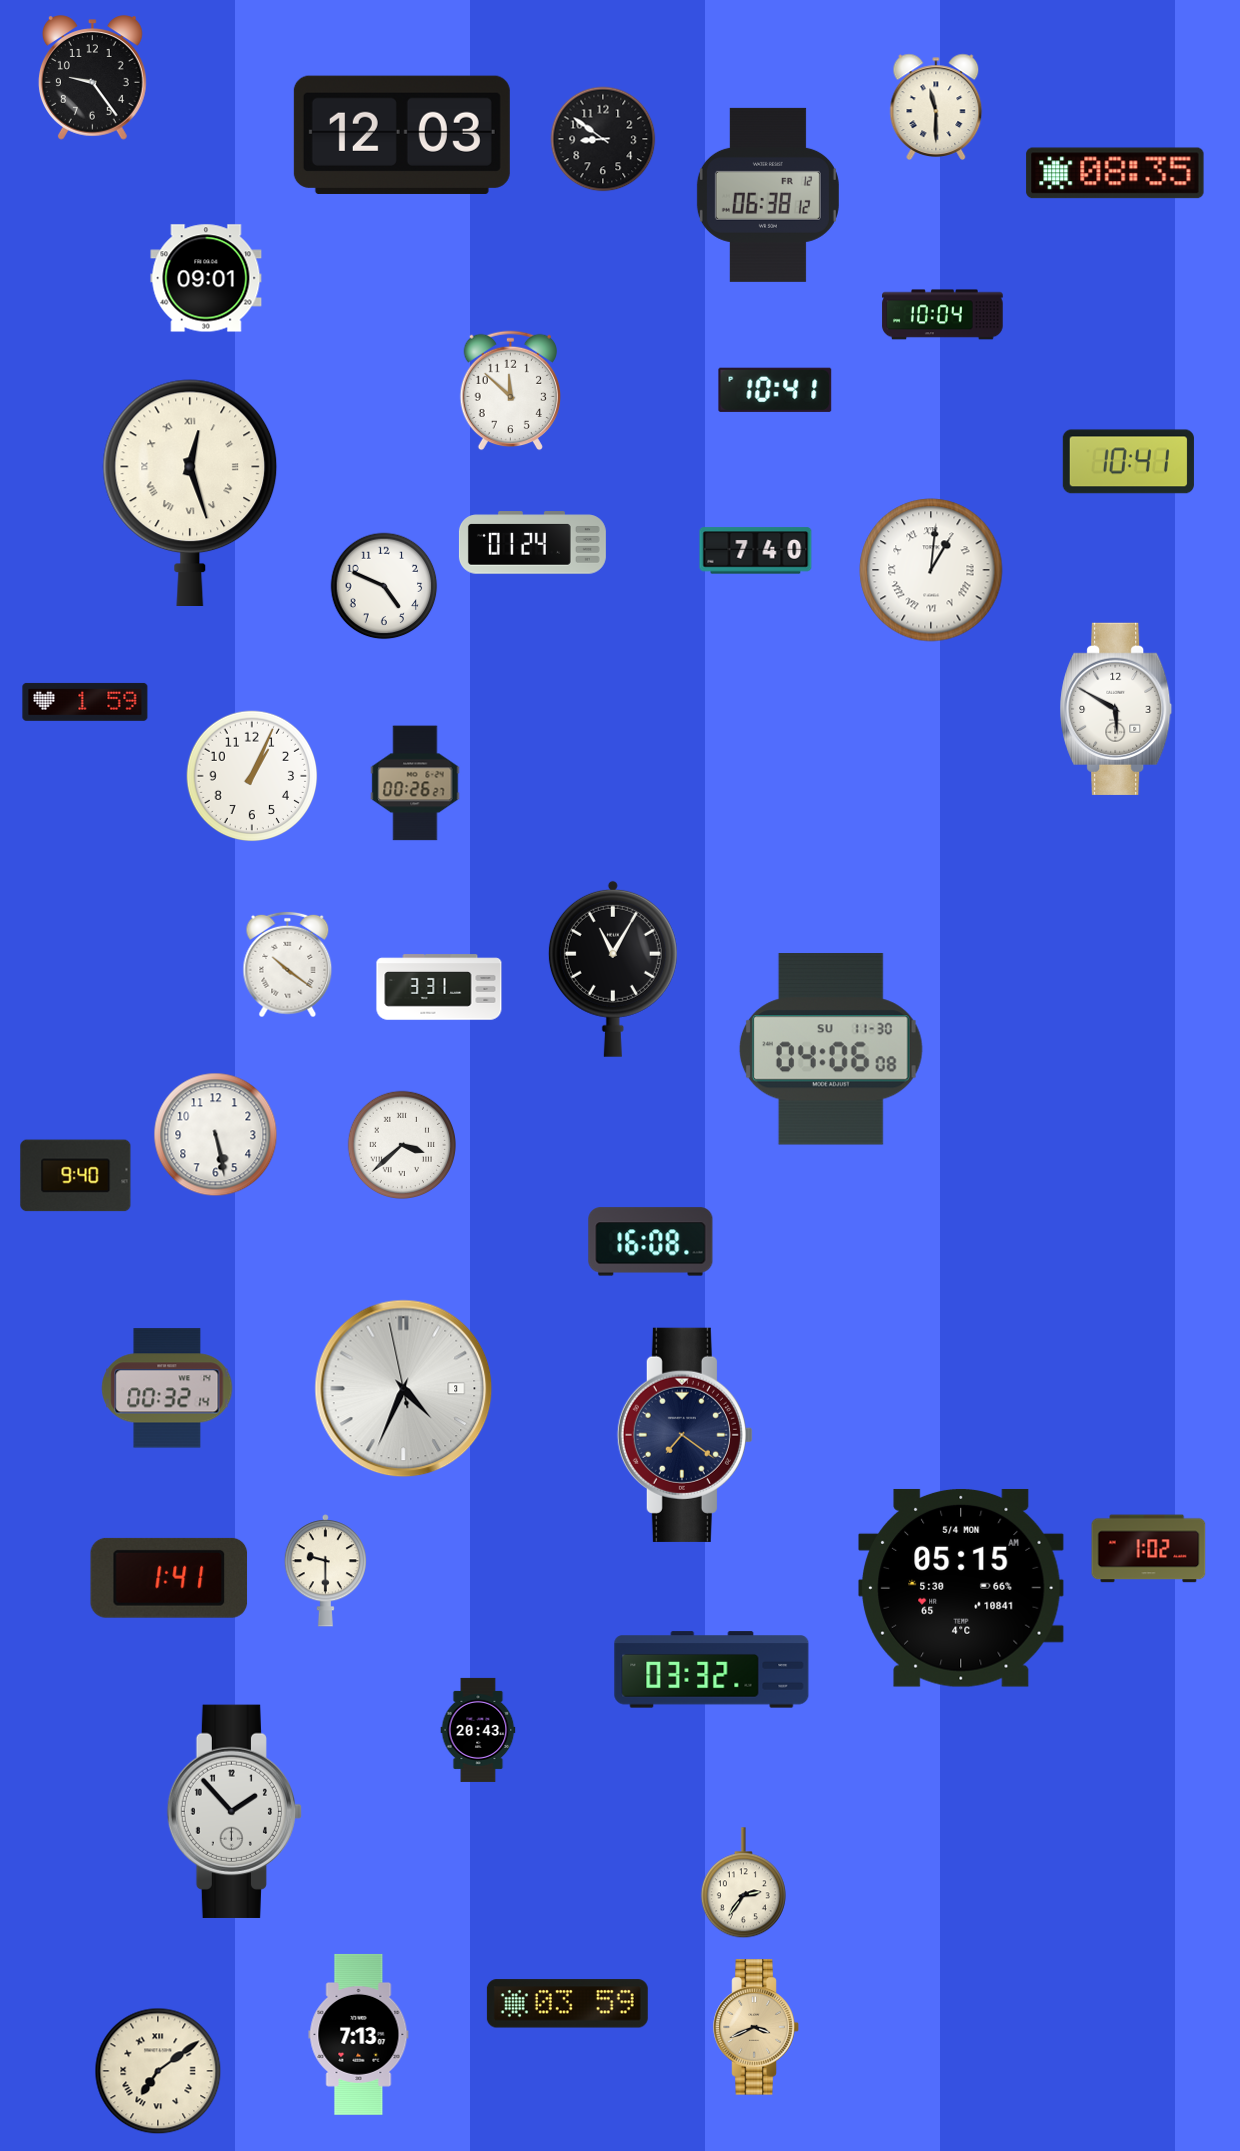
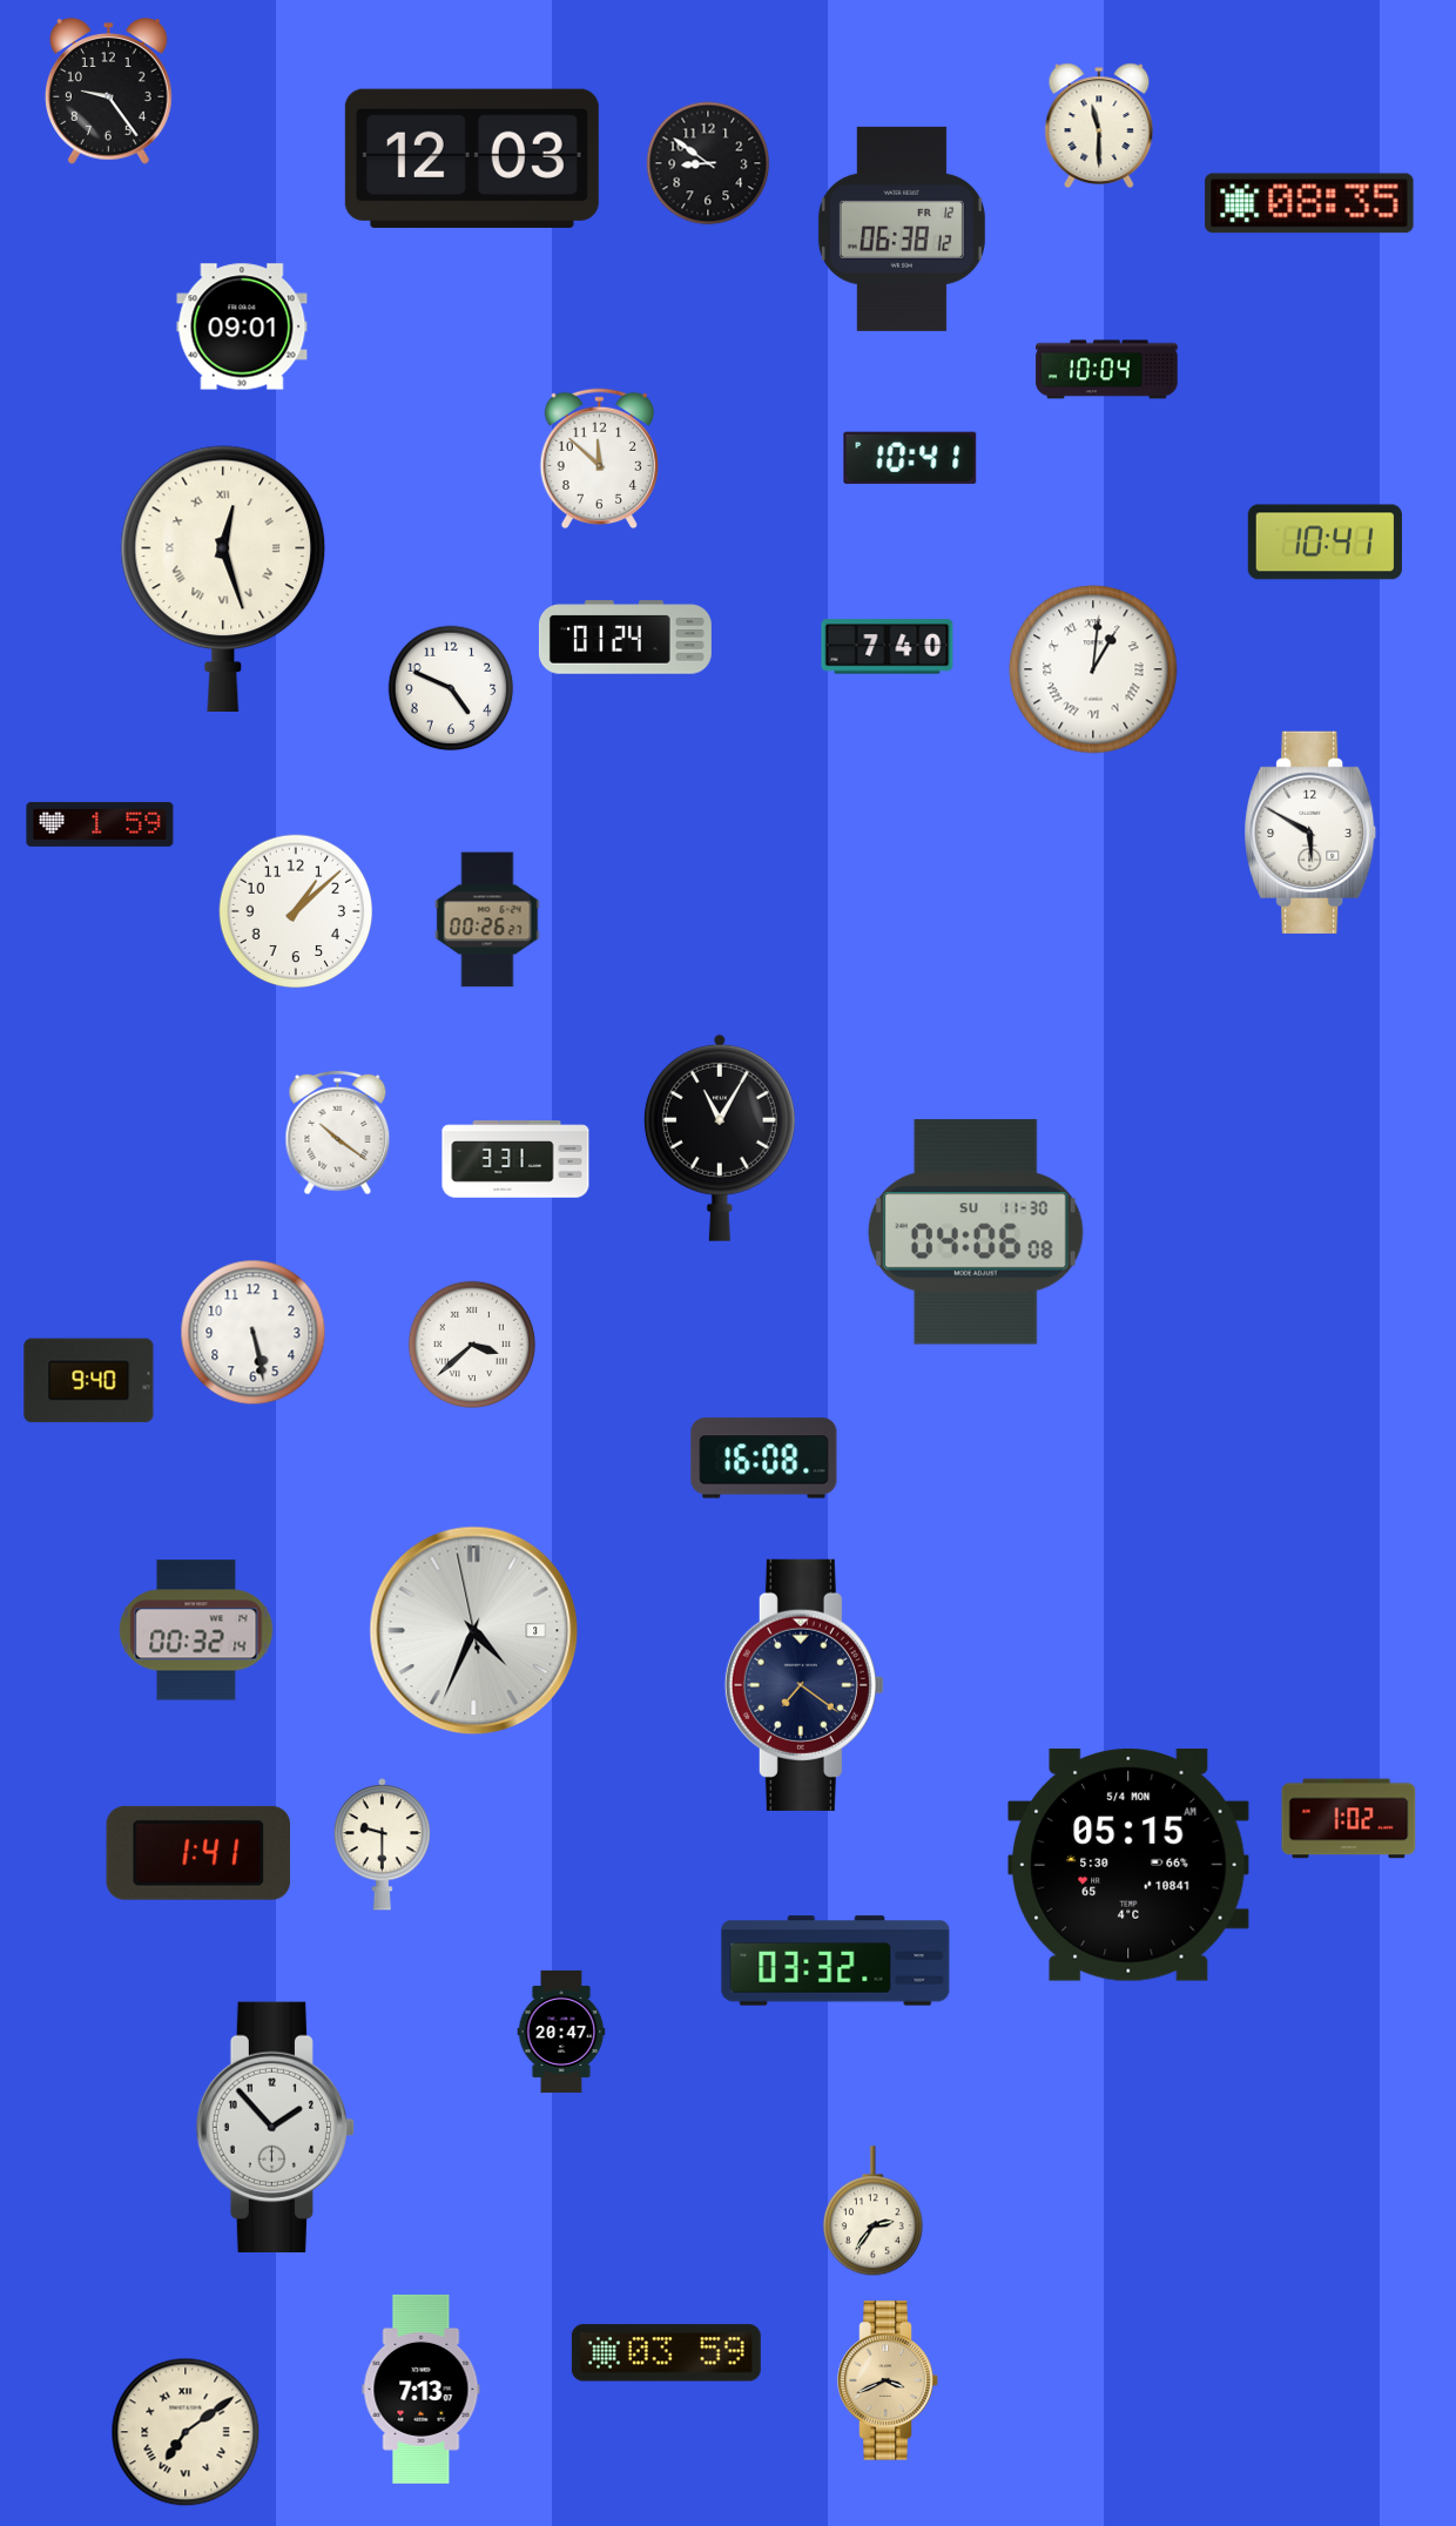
clock at (252, 776): 1:04 -> 1:08
clock at (478, 1730): 20:43 -> 20:47
